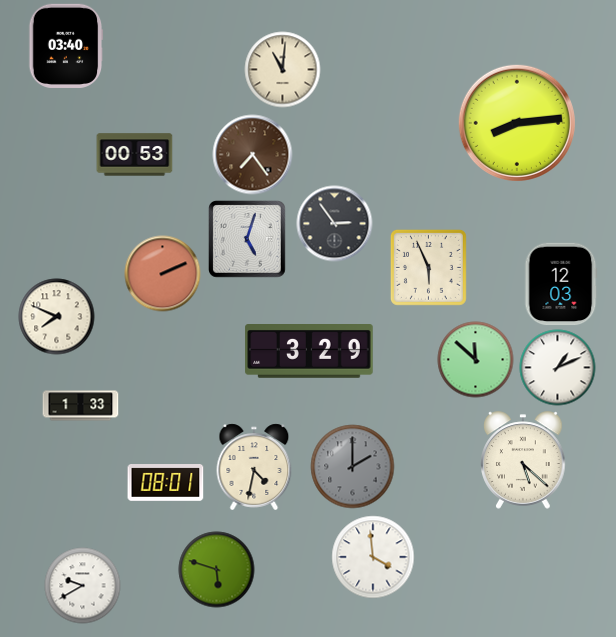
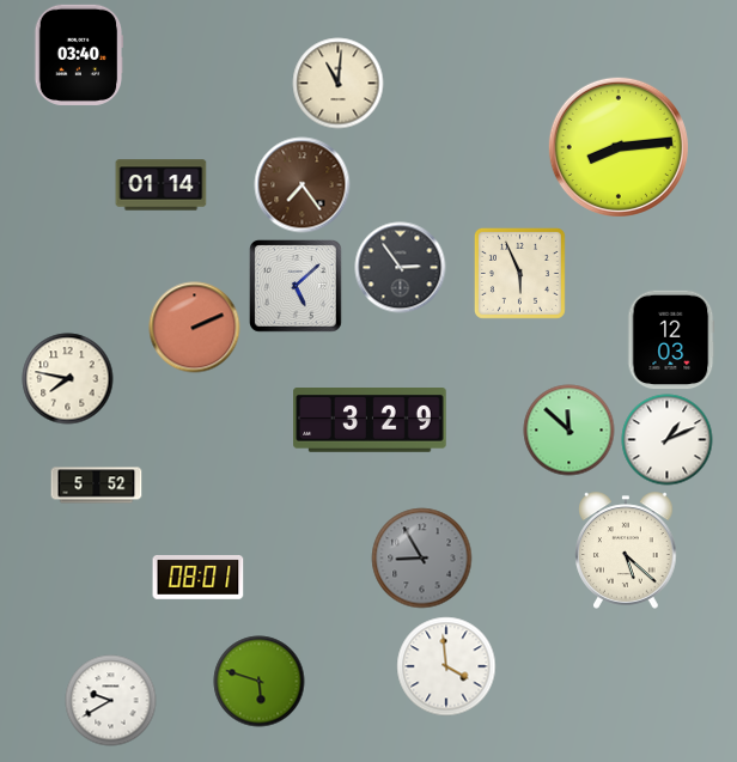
clock at (135, 155): 00:53 -> 01:14
clock at (248, 240): 5:03 -> 5:08
clock at (428, 267) position: (428, 267) -> (519, 273)
clock at (57, 317): 7:49 -> 7:47
clock at (81, 406): 1:33 -> 5:52
clock at (254, 467): 4:32 -> none
clock at (353, 467): 2:00 -> 8:55
clock at (83, 586) position: (83, 586) -> (111, 701)
